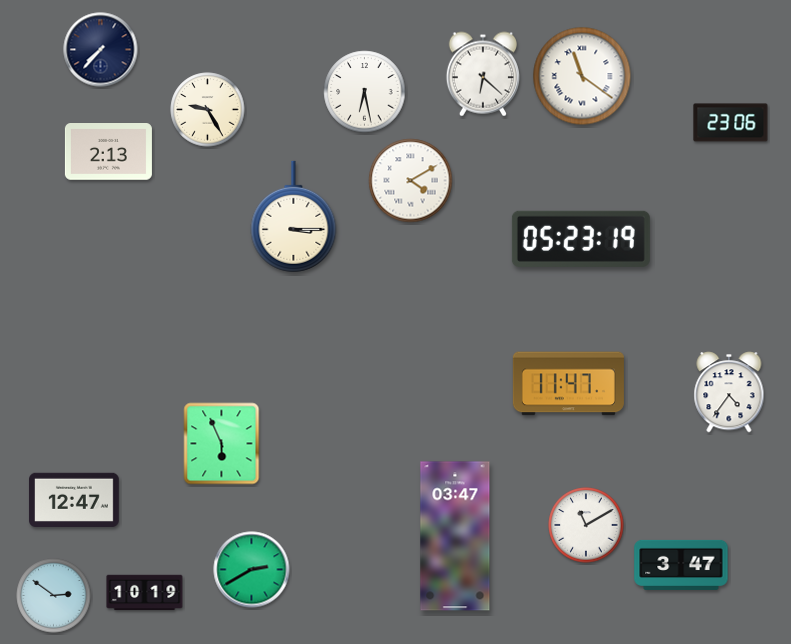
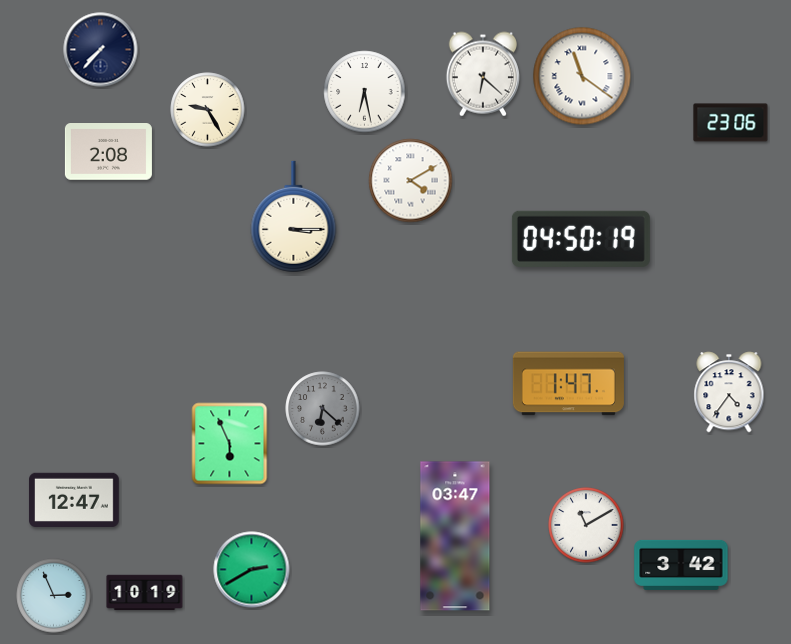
clock at (108, 152): 2:13 -> 2:08
clock at (581, 239): 05:23 -> 04:50
clock at (568, 384): 11:47 -> 1:47
clock at (323, 409): none -> 6:22
clock at (222, 444) position: (222, 444) -> (230, 444)
clock at (681, 565): 3:47 -> 3:42
clock at (54, 596): 2:51 -> 2:56
